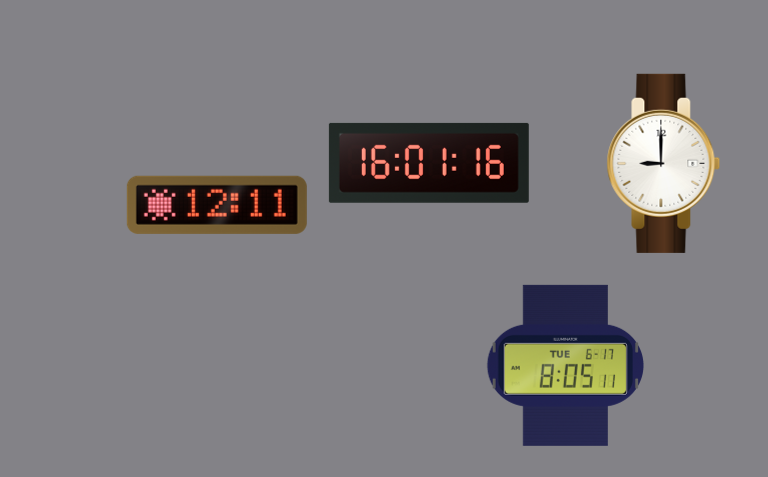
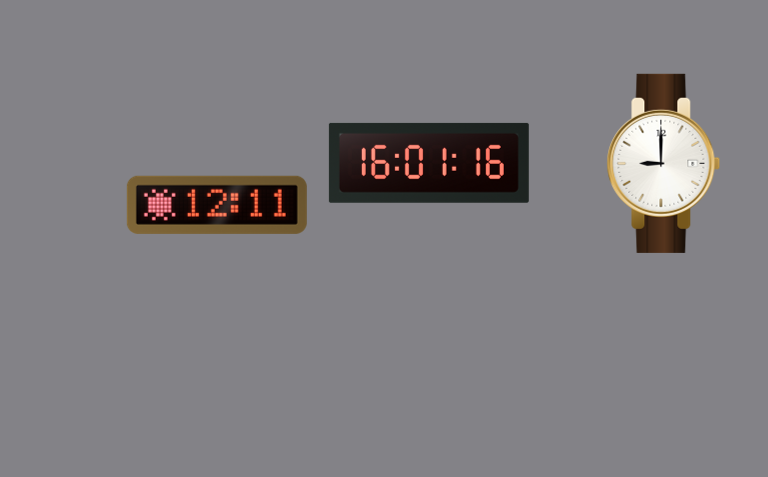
clock at (565, 365): 8:05 -> none
